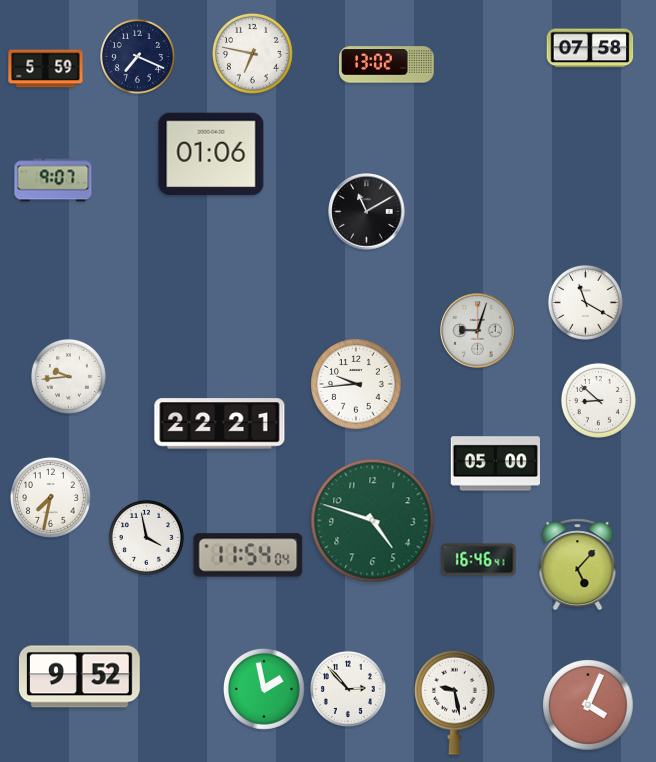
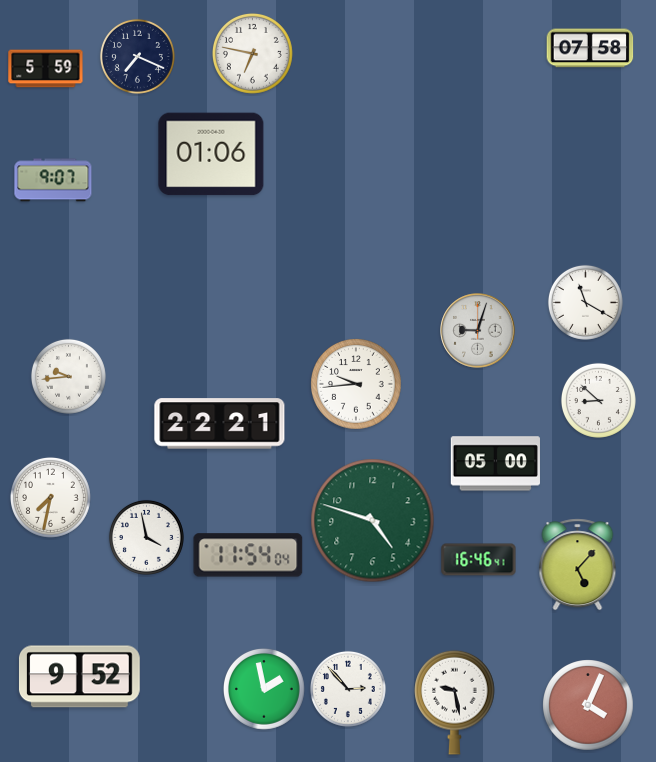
clock at (387, 65): 13:02 -> none
clock at (367, 212): 11:10 -> none
